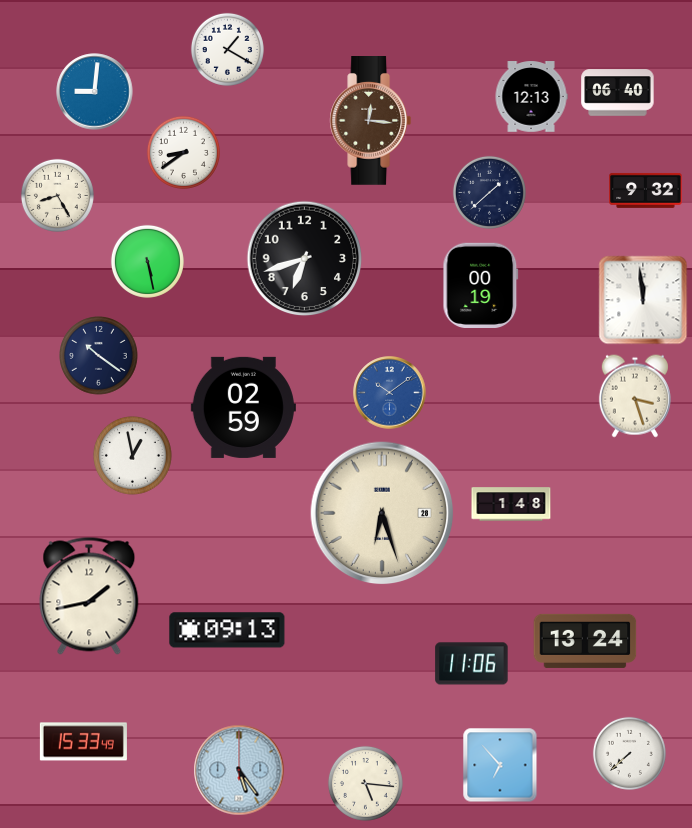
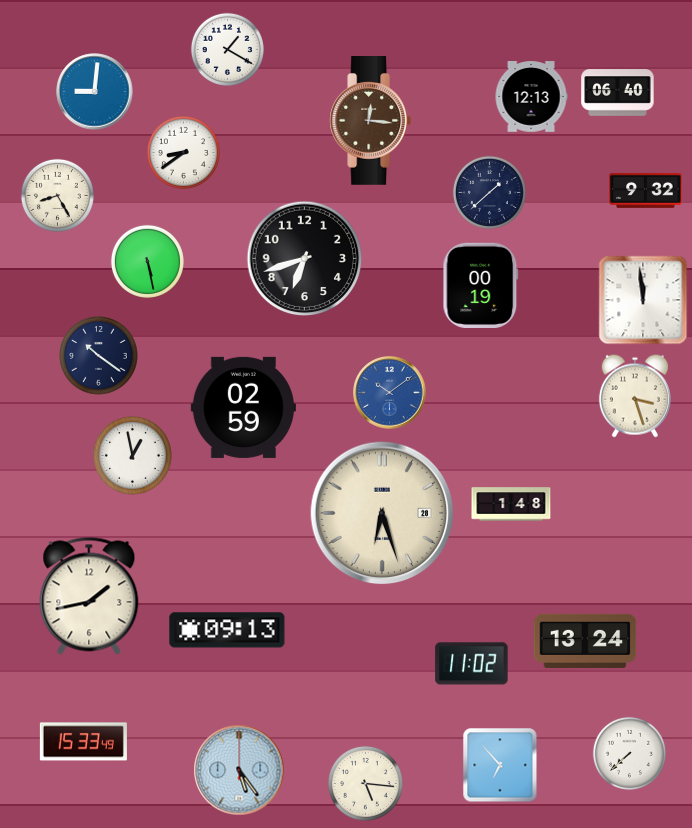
clock at (472, 664): 11:06 -> 11:02
